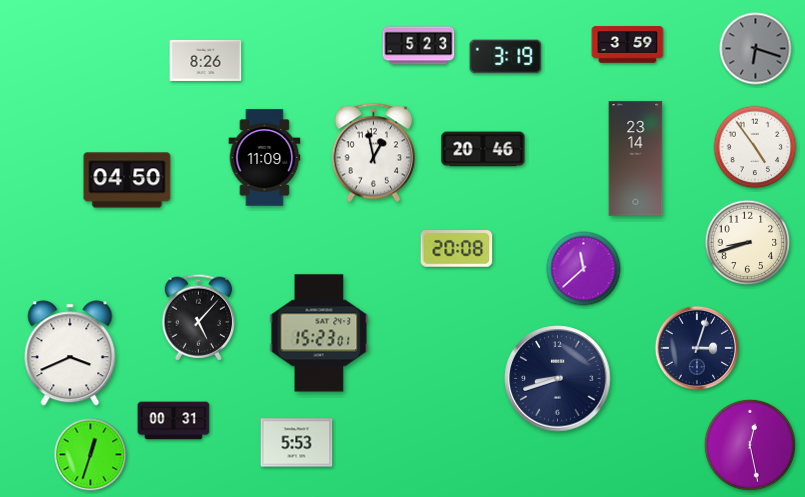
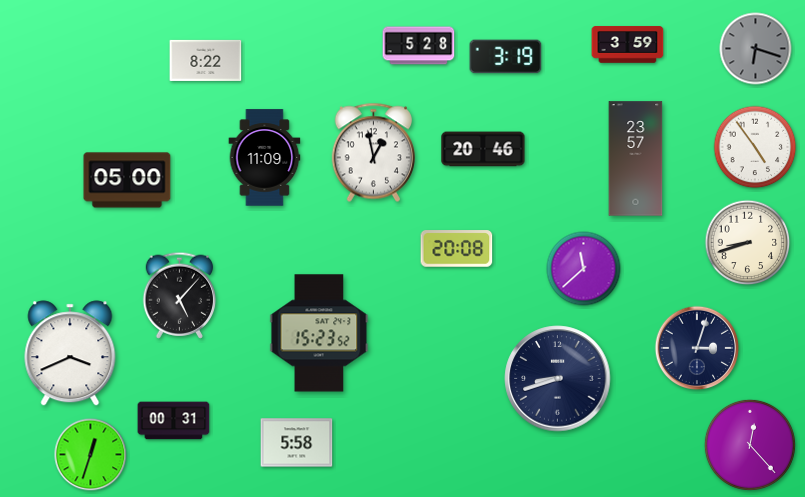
clock at (419, 46): 5:23 -> 5:28
clock at (206, 60): 8:26 -> 8:22
clock at (636, 159): 23:14 -> 23:57
clock at (127, 180): 04:50 -> 05:00
clock at (199, 317) position: (199, 317) -> (180, 295)
clock at (319, 333): 15:23:01 -> 15:23:52
clock at (297, 443): 5:53 -> 5:58
clock at (750, 445): 12:28 -> 12:23
